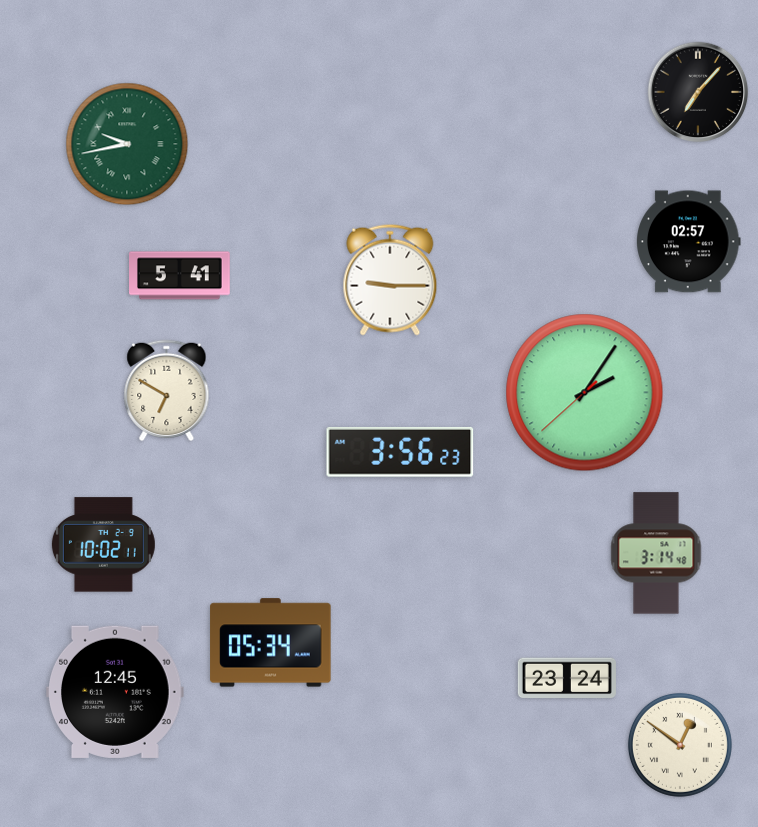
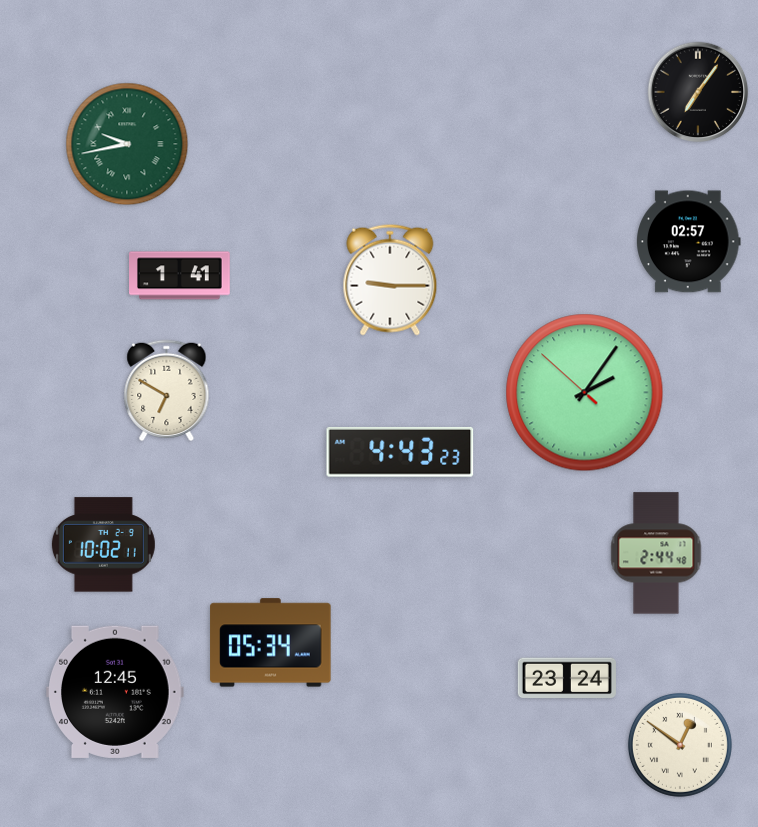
clock at (698, 92): 7:07 -> 7:06
clock at (180, 276): 5:41 -> 1:41
clock at (585, 393): 2:05:38 -> 2:05:52
clock at (400, 452): 3:56 -> 4:43
clock at (656, 553): 3:14 -> 2:44
